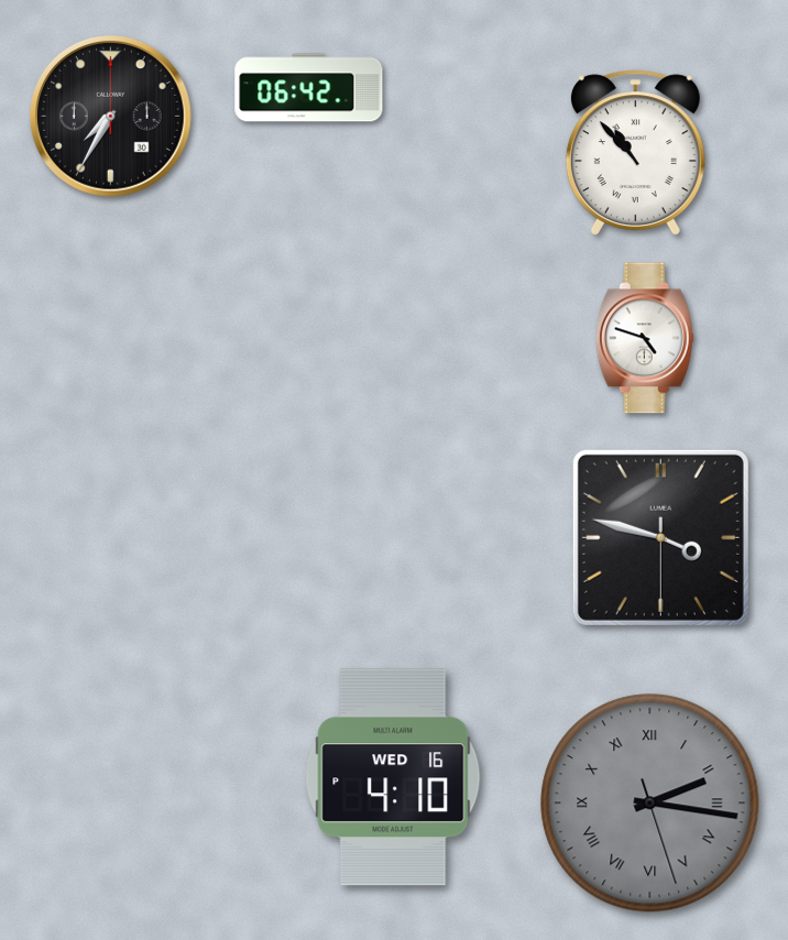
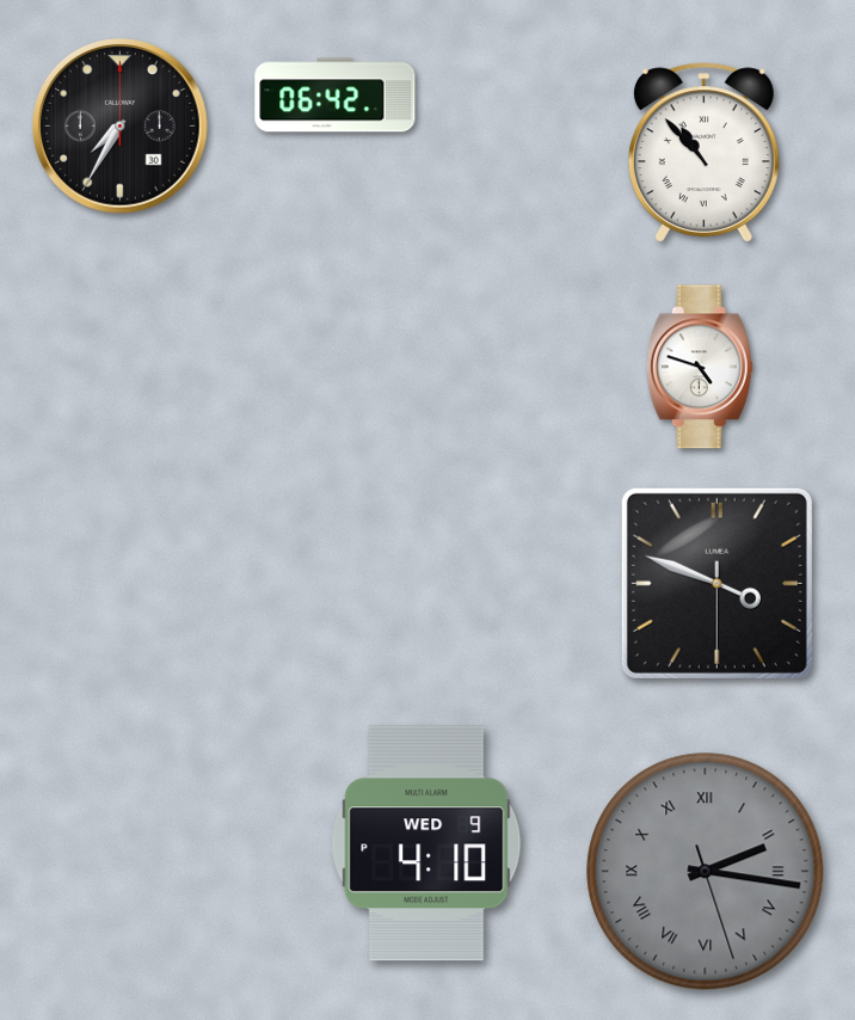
clock at (635, 153) position: (635, 153) -> (703, 153)
clock at (660, 537): 3:47 -> 3:48
clock at (393, 777) date: WED 16 -> WED 9
